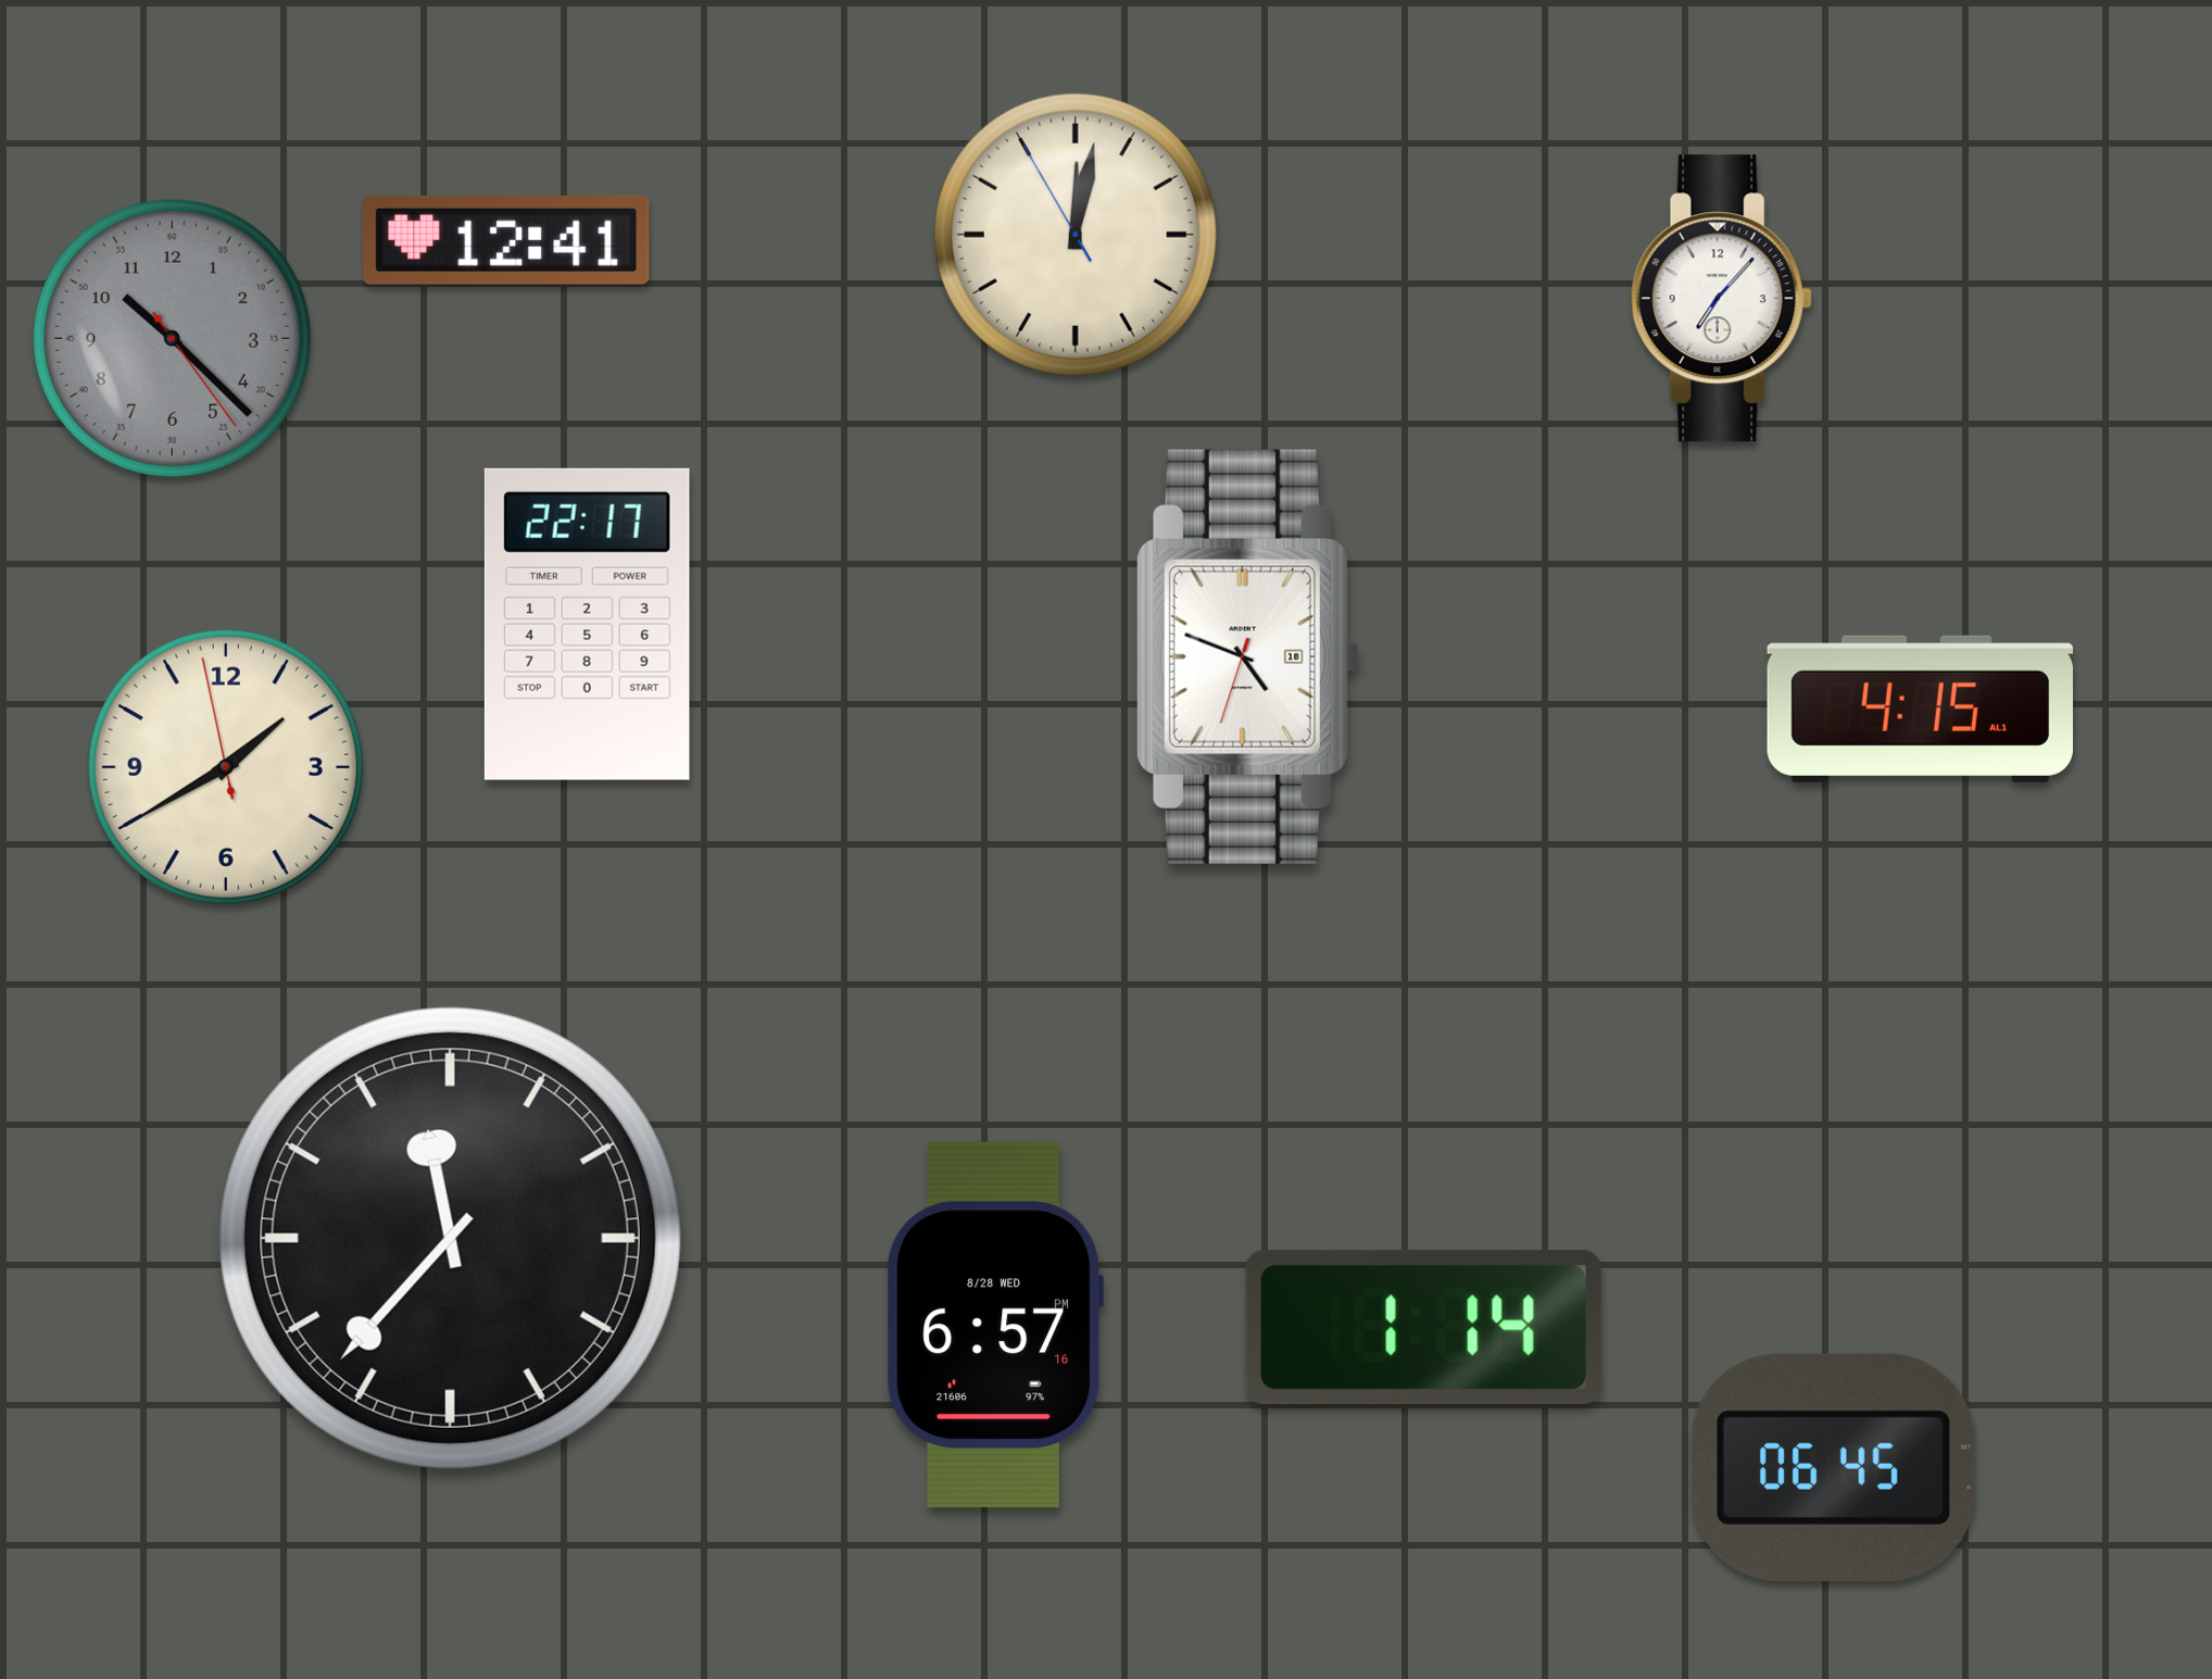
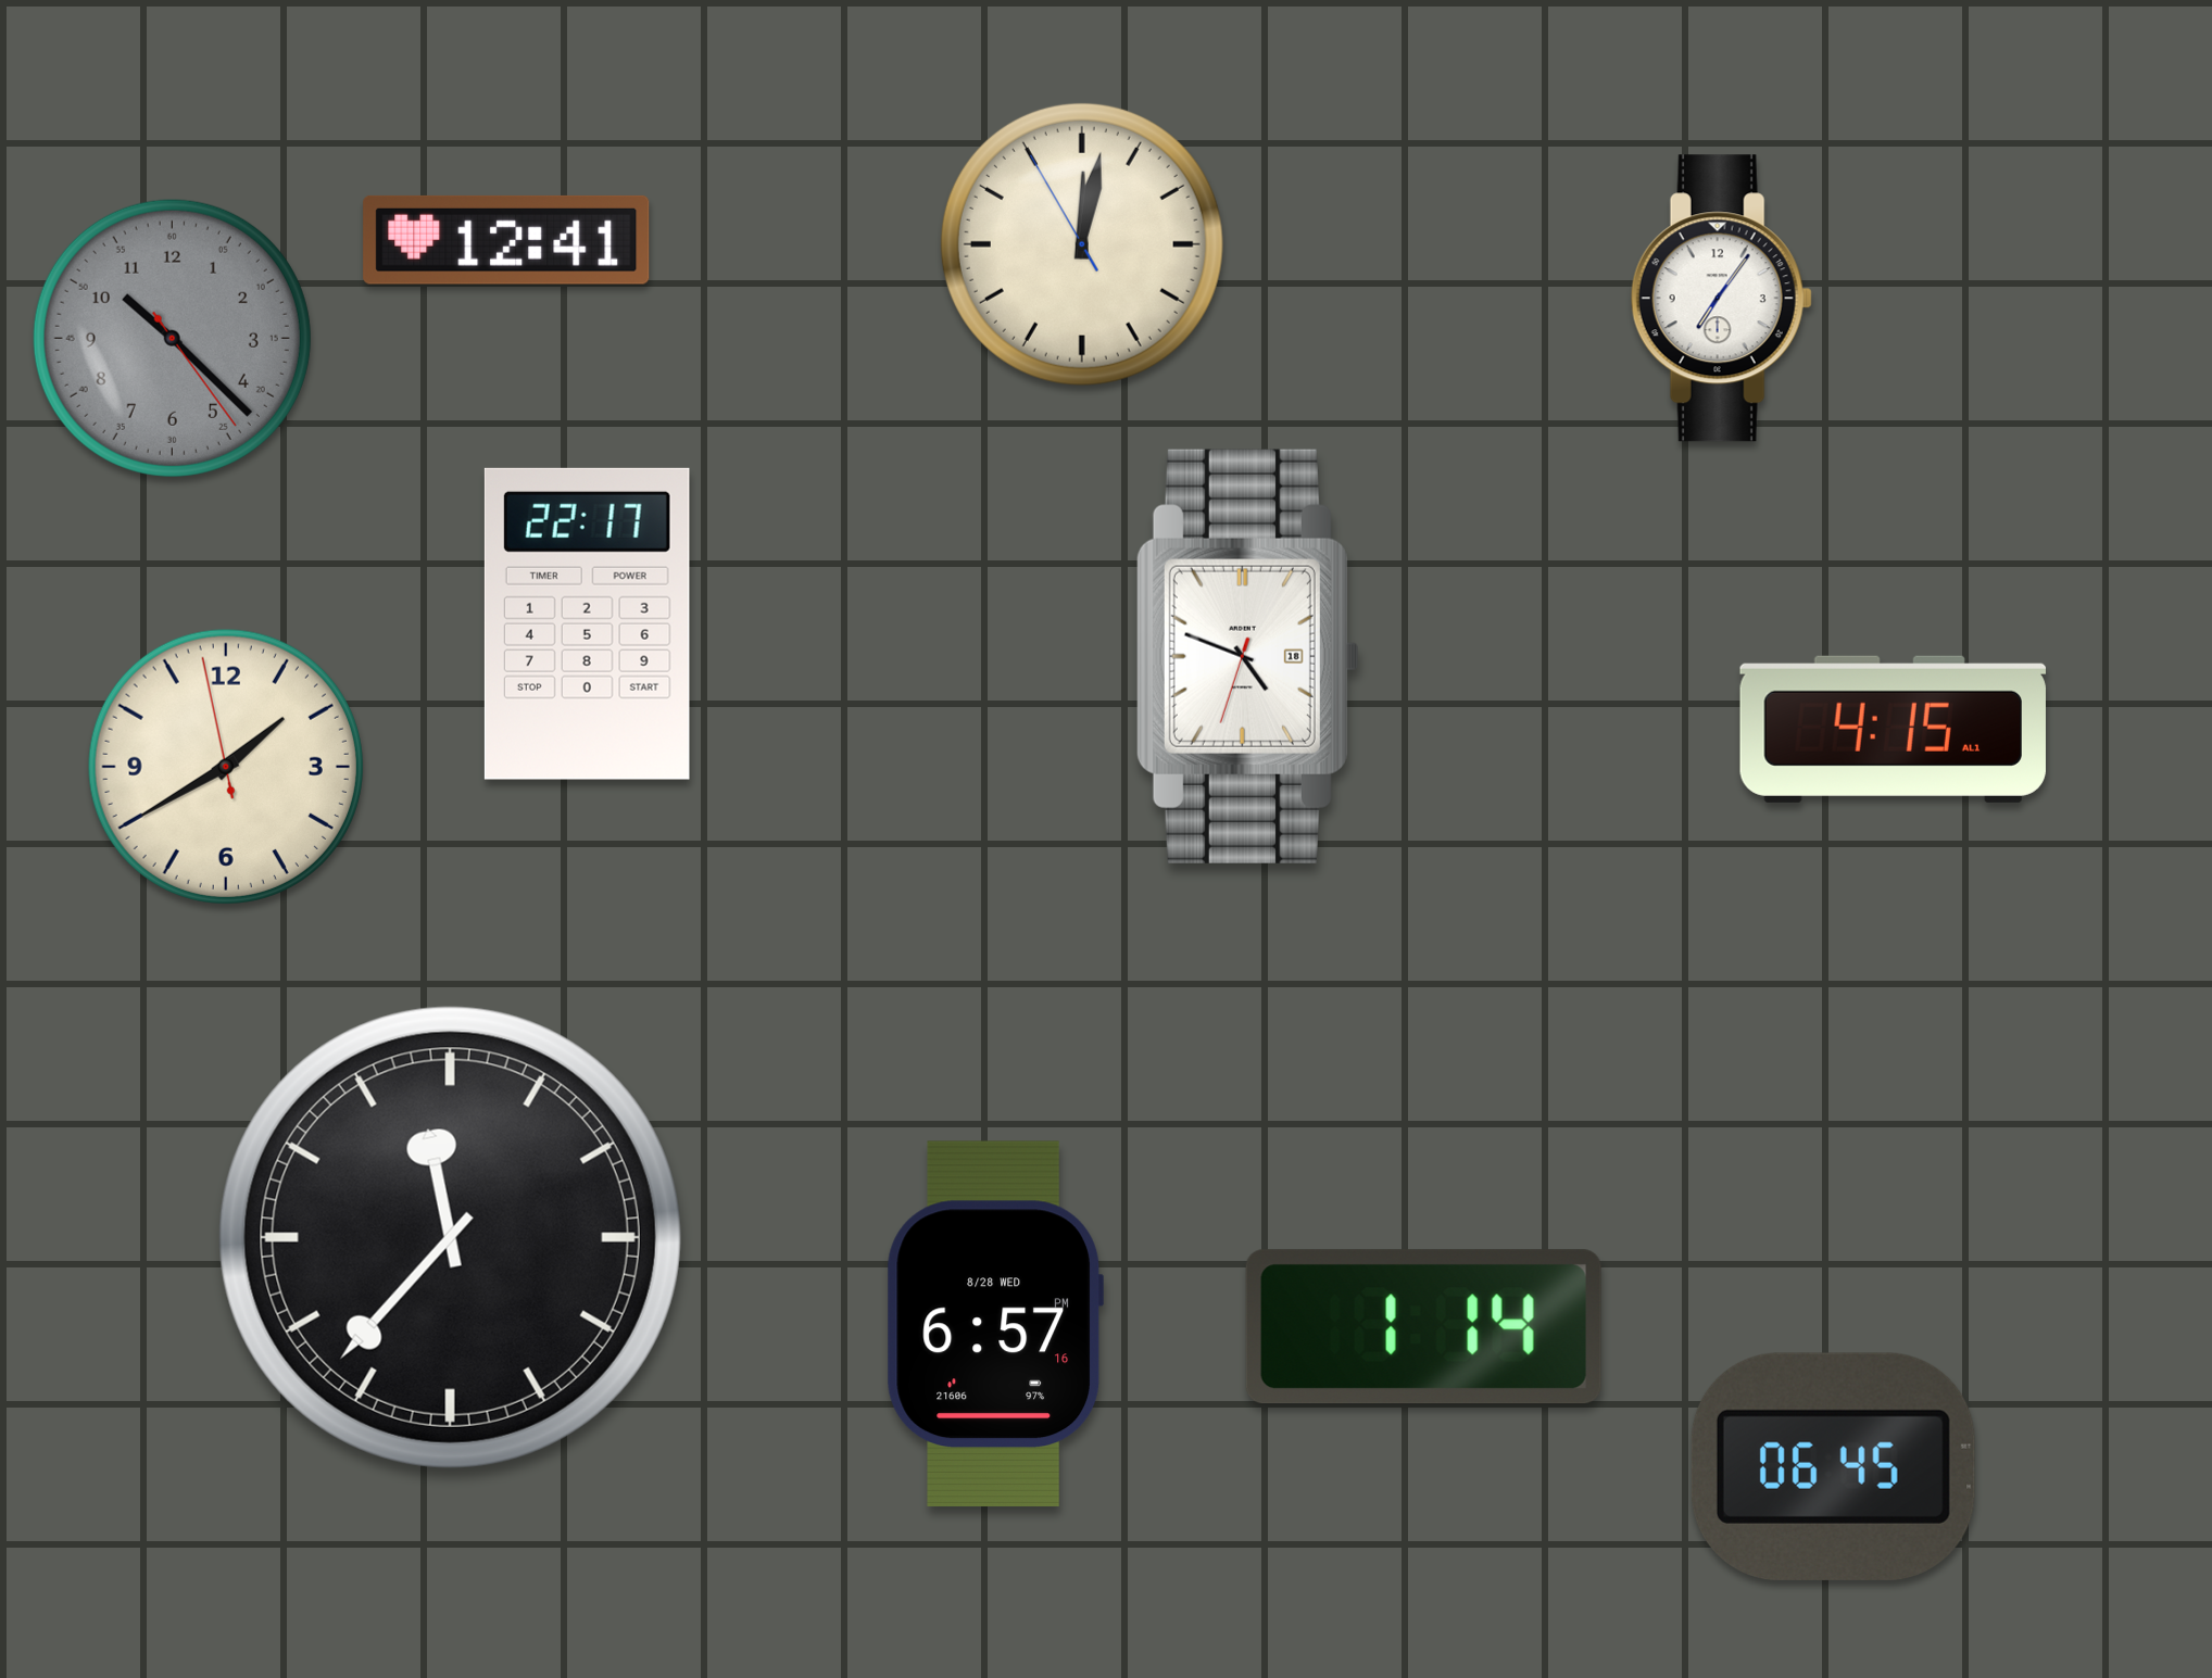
clock at (1076, 235) position: (1076, 235) -> (1082, 244)
clock at (1721, 299): 7:07 -> 7:06
clock at (1920, 709) position: (1920, 709) -> (1893, 729)
